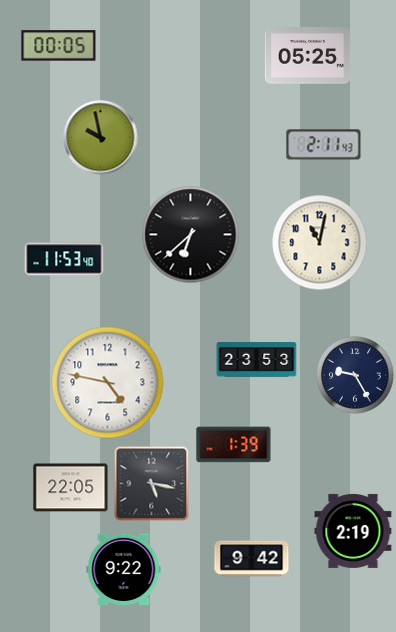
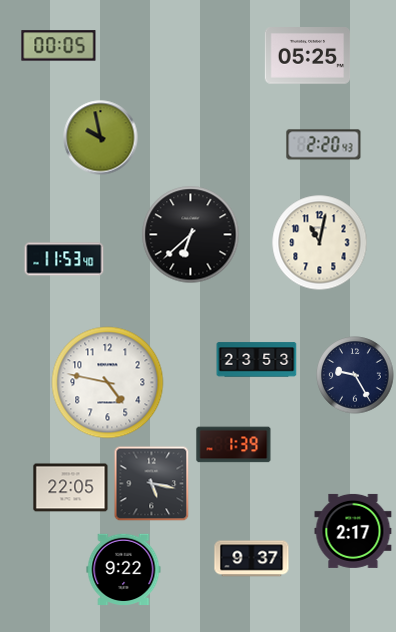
clock at (324, 145): 2:11 -> 2:20
clock at (353, 531): 2:19 -> 2:17
clock at (252, 559): 9:42 -> 9:37
